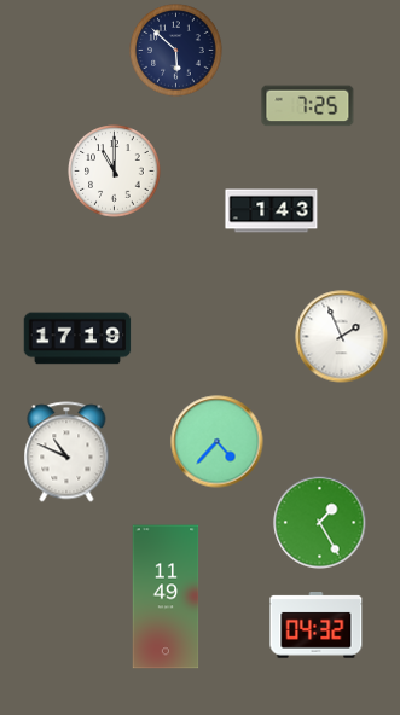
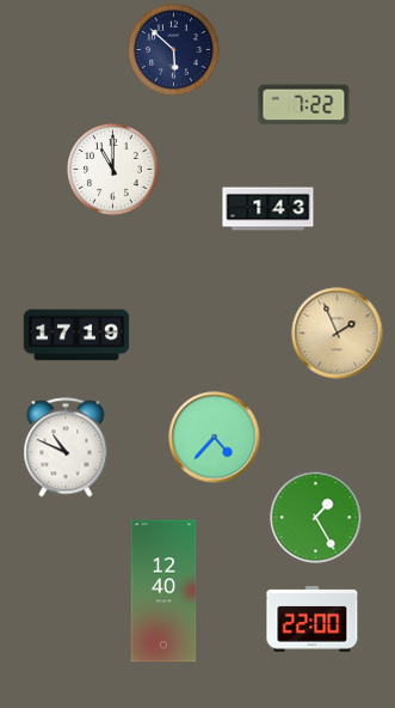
clock at (308, 106): 7:25 -> 7:22
clock at (342, 337) dial: white -> champagne
clock at (166, 597): 11:49 -> 12:40
clock at (317, 626): 04:32 -> 22:00
